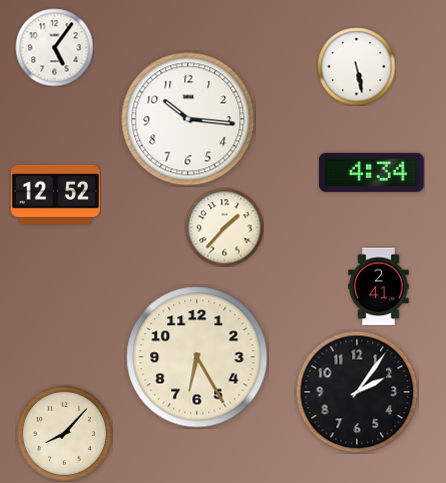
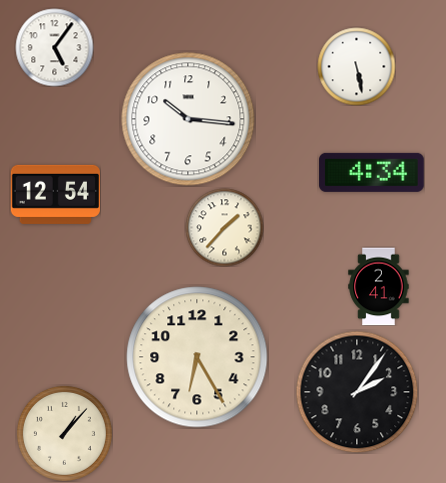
clock at (55, 194): 12:52 -> 12:54
clock at (64, 433): 8:07 -> 1:07
